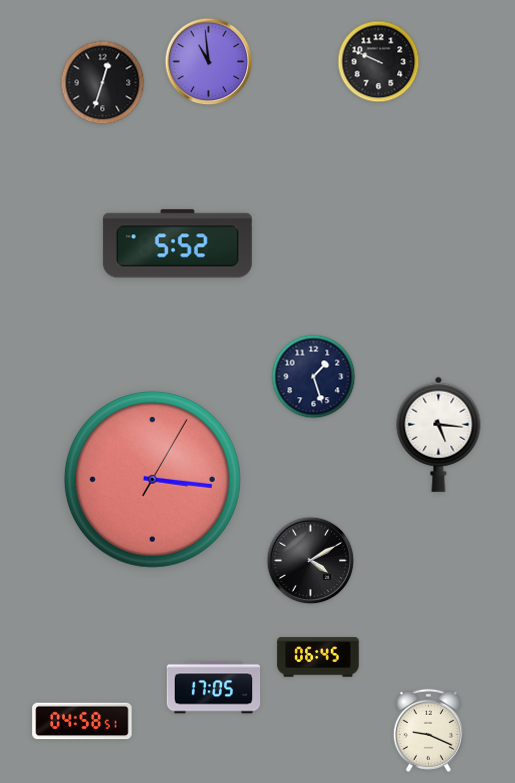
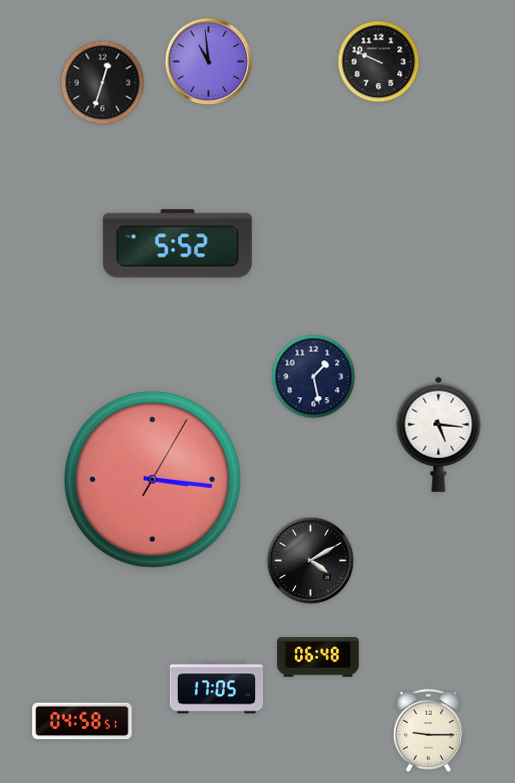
clock at (314, 377): 1:27 -> 1:28
clock at (318, 657): 06:45 -> 06:48
clock at (214, 688) position: (214, 688) -> (217, 688)
clock at (428, 730): 9:19 -> 9:15
